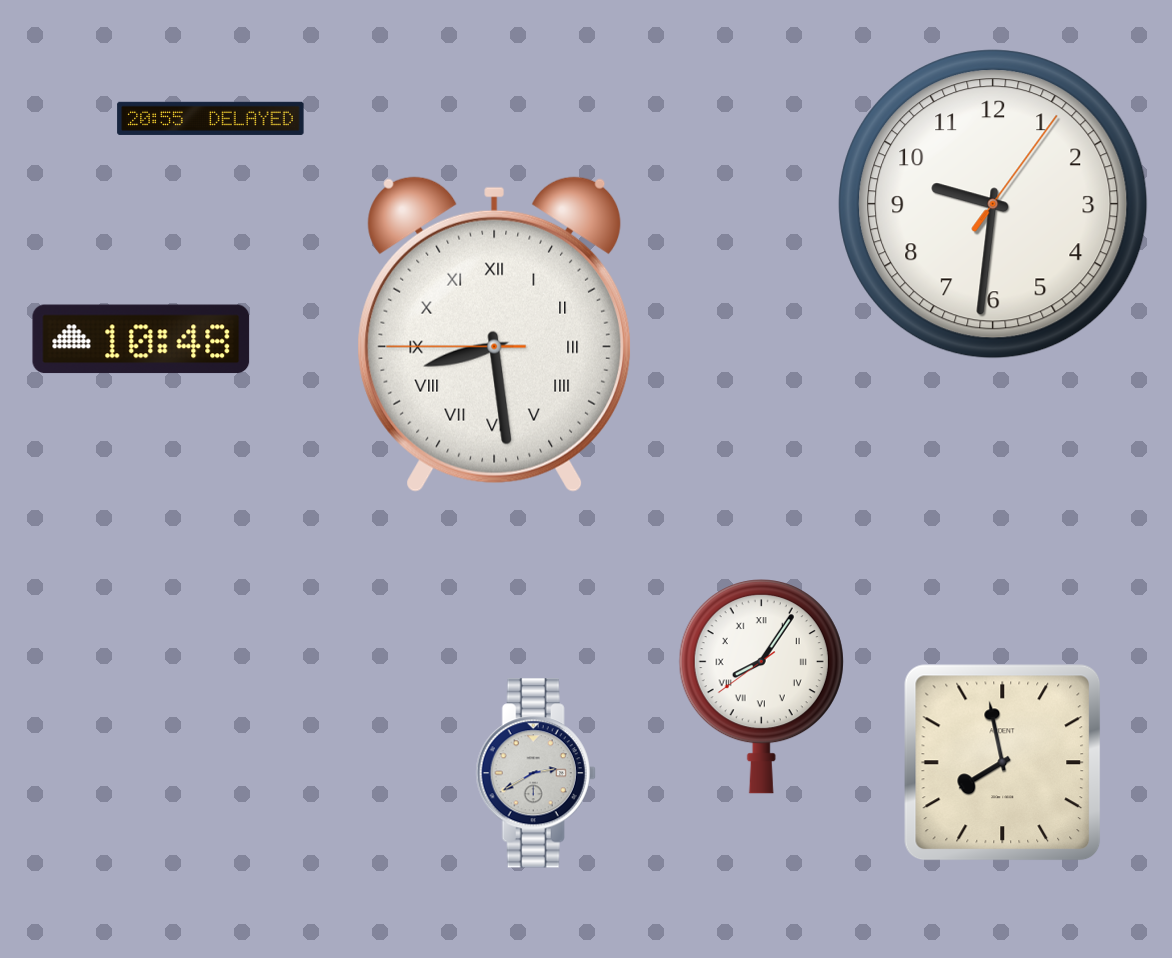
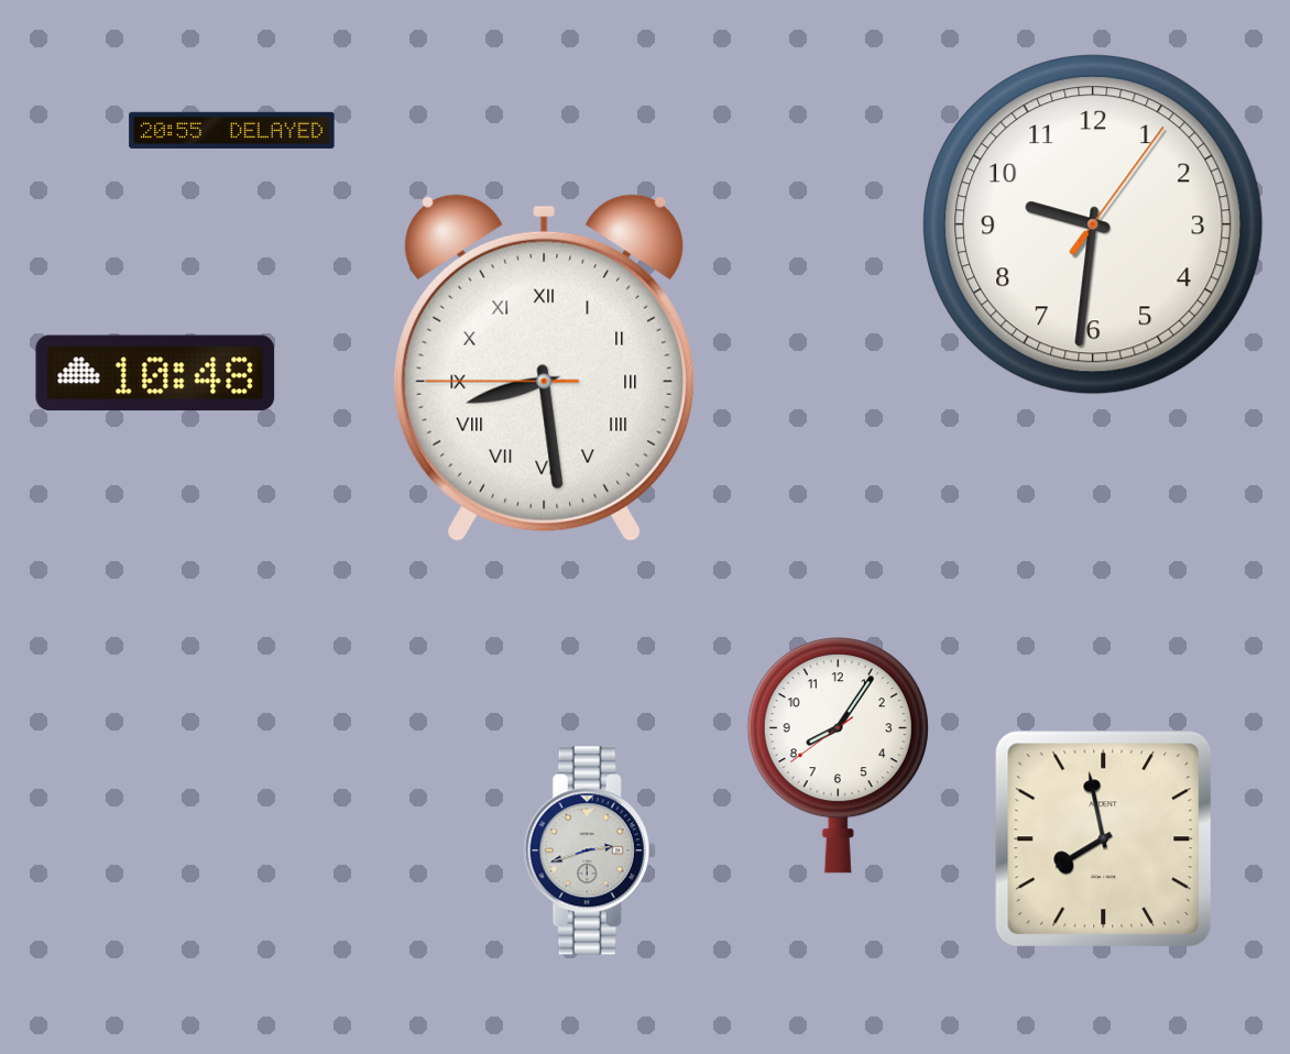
clock at (761, 687) numerals: Roman -> Arabic
clock at (536, 773): 2:40 -> 2:42
